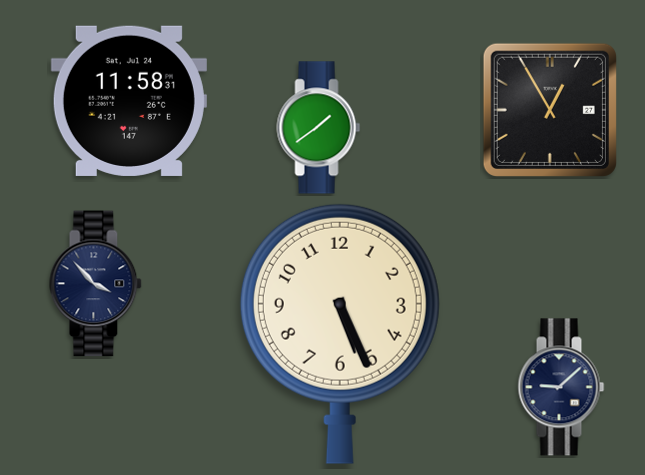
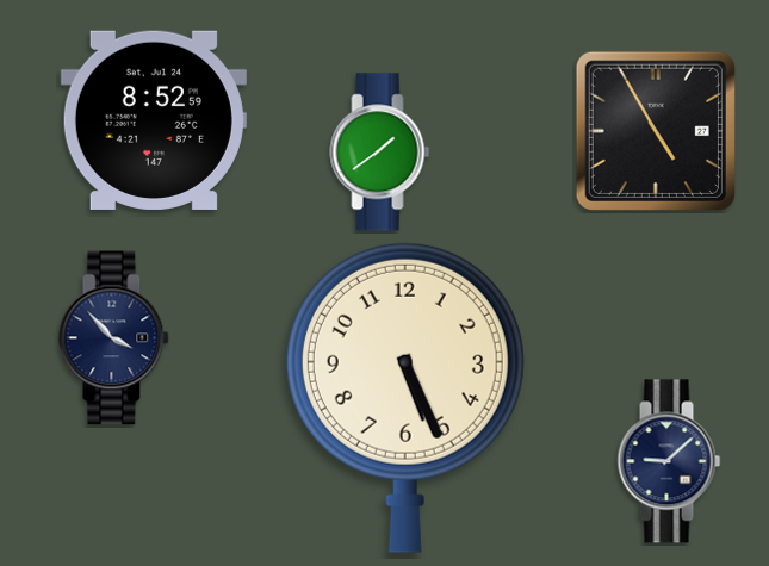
clock at (129, 101): 11:58 -> 8:52
clock at (550, 110): 12:55 -> 4:55
